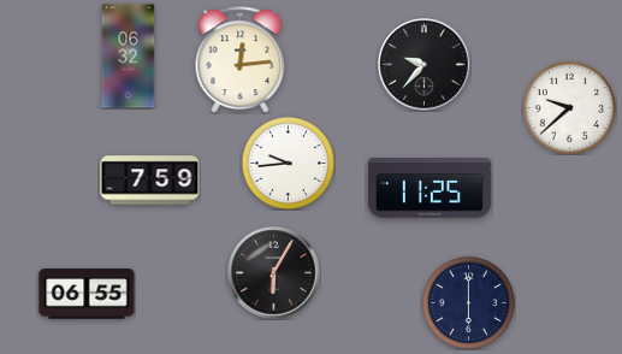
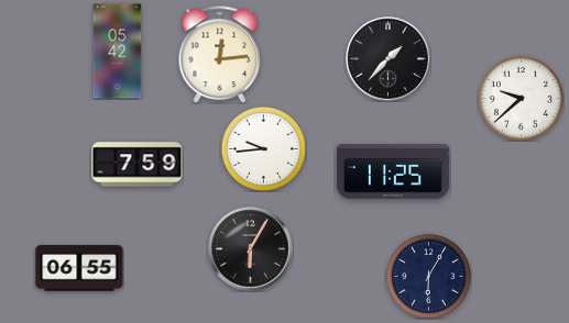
clock at (129, 57): 06:32 -> 05:42
clock at (425, 65): 9:37 -> 1:37
clock at (468, 302): 6:00 -> 6:05
